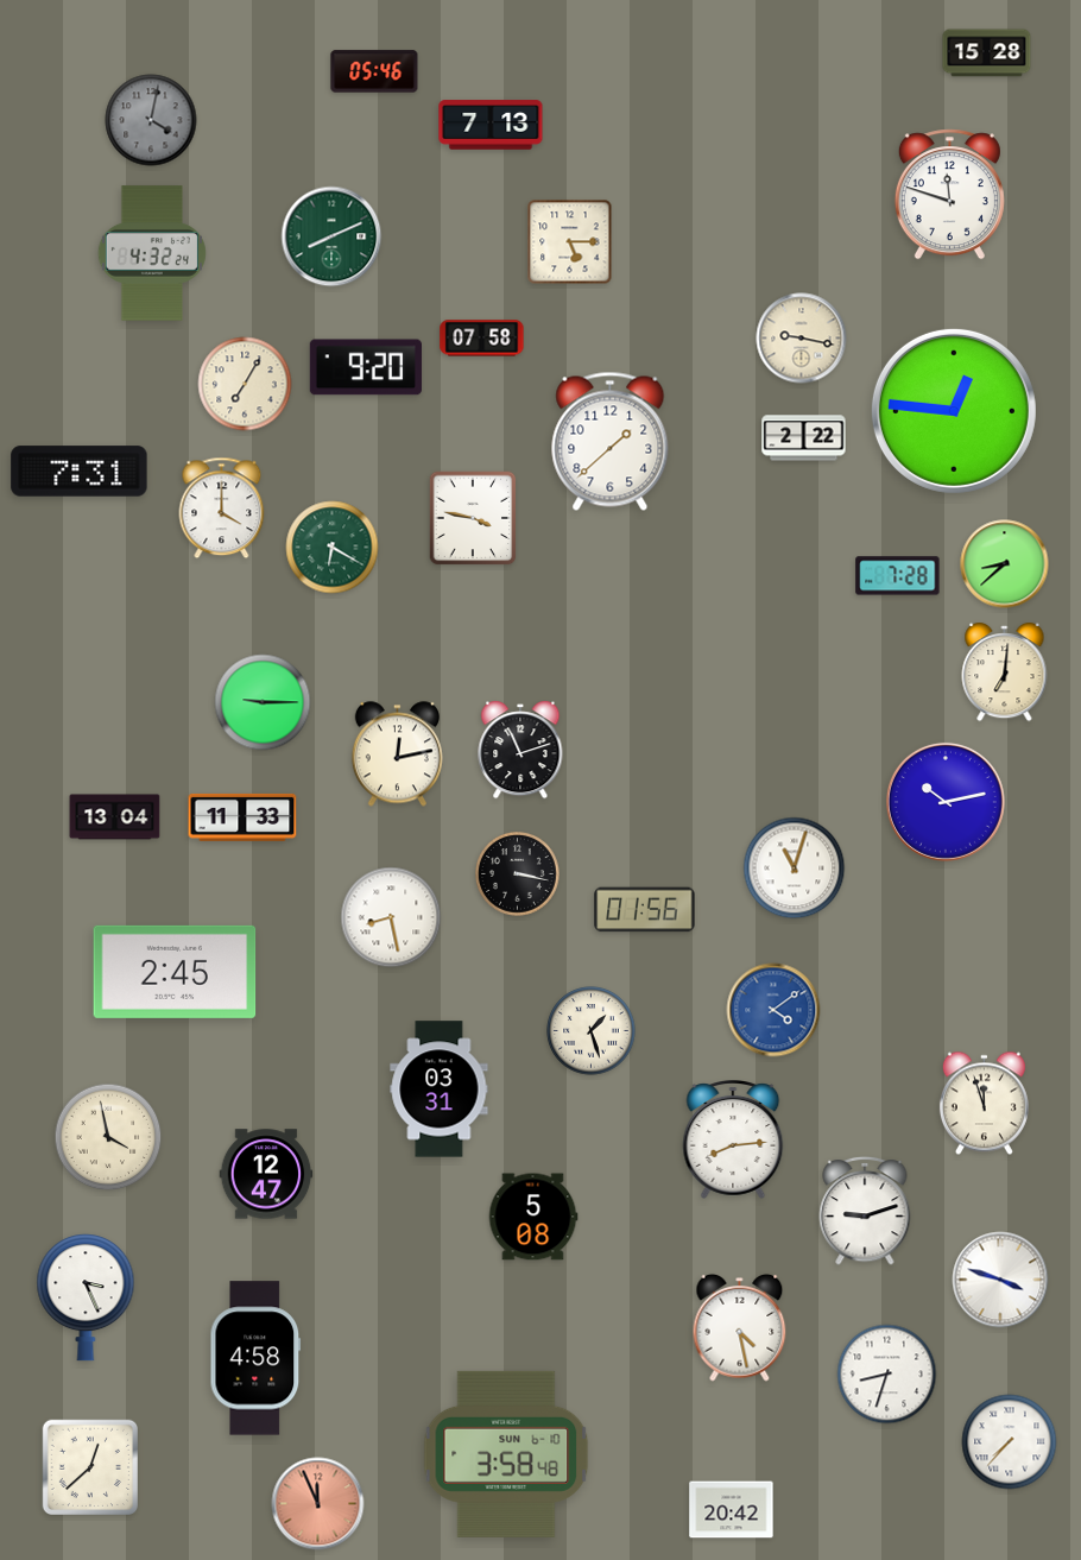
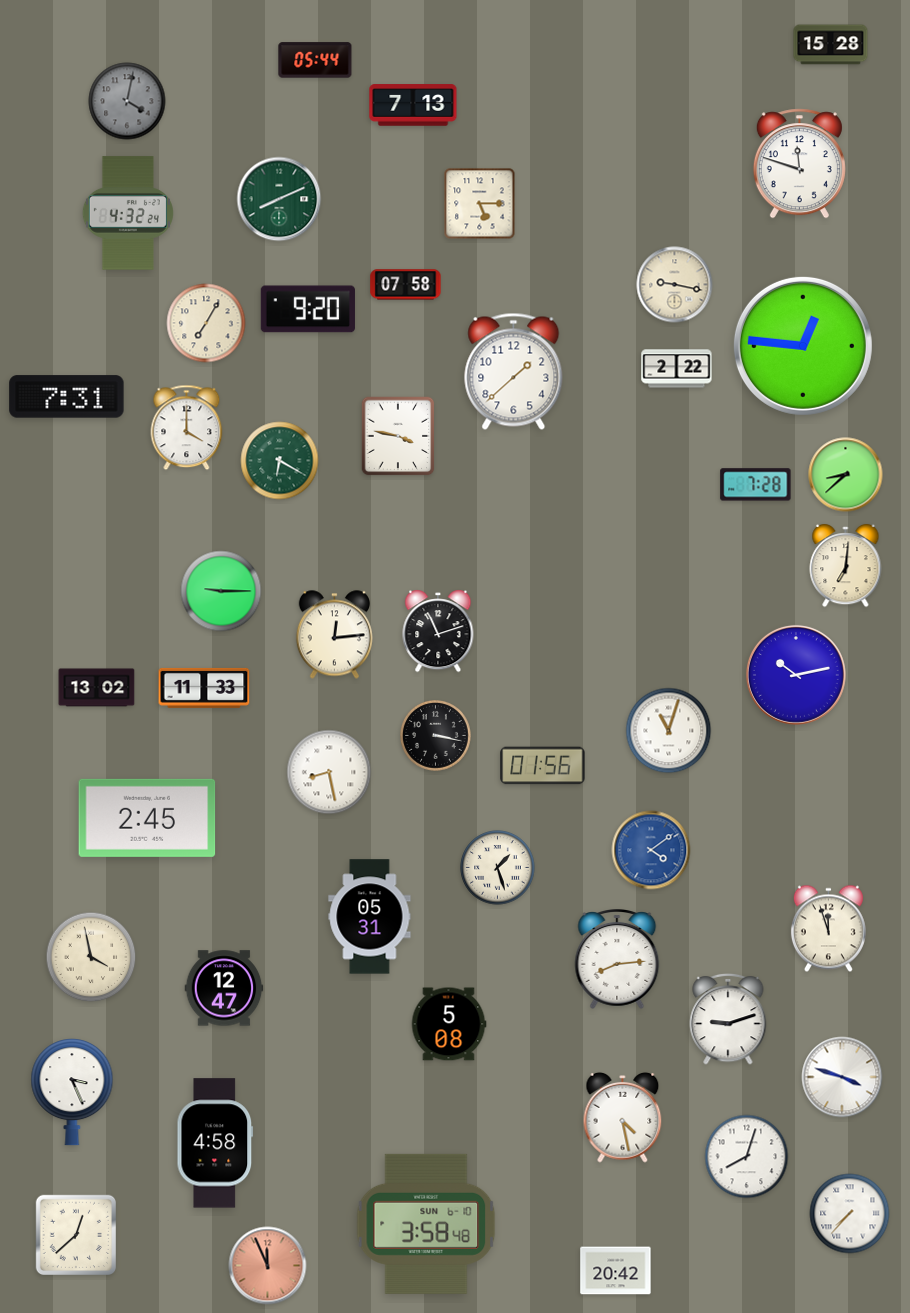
clock at (374, 71): 05:46 -> 05:44
clock at (397, 754): 12:13 -> 12:14
clock at (115, 817): 13:04 -> 13:02
clock at (440, 1090): 03:31 -> 05:31
clock at (887, 1375): 8:33 -> 8:03
